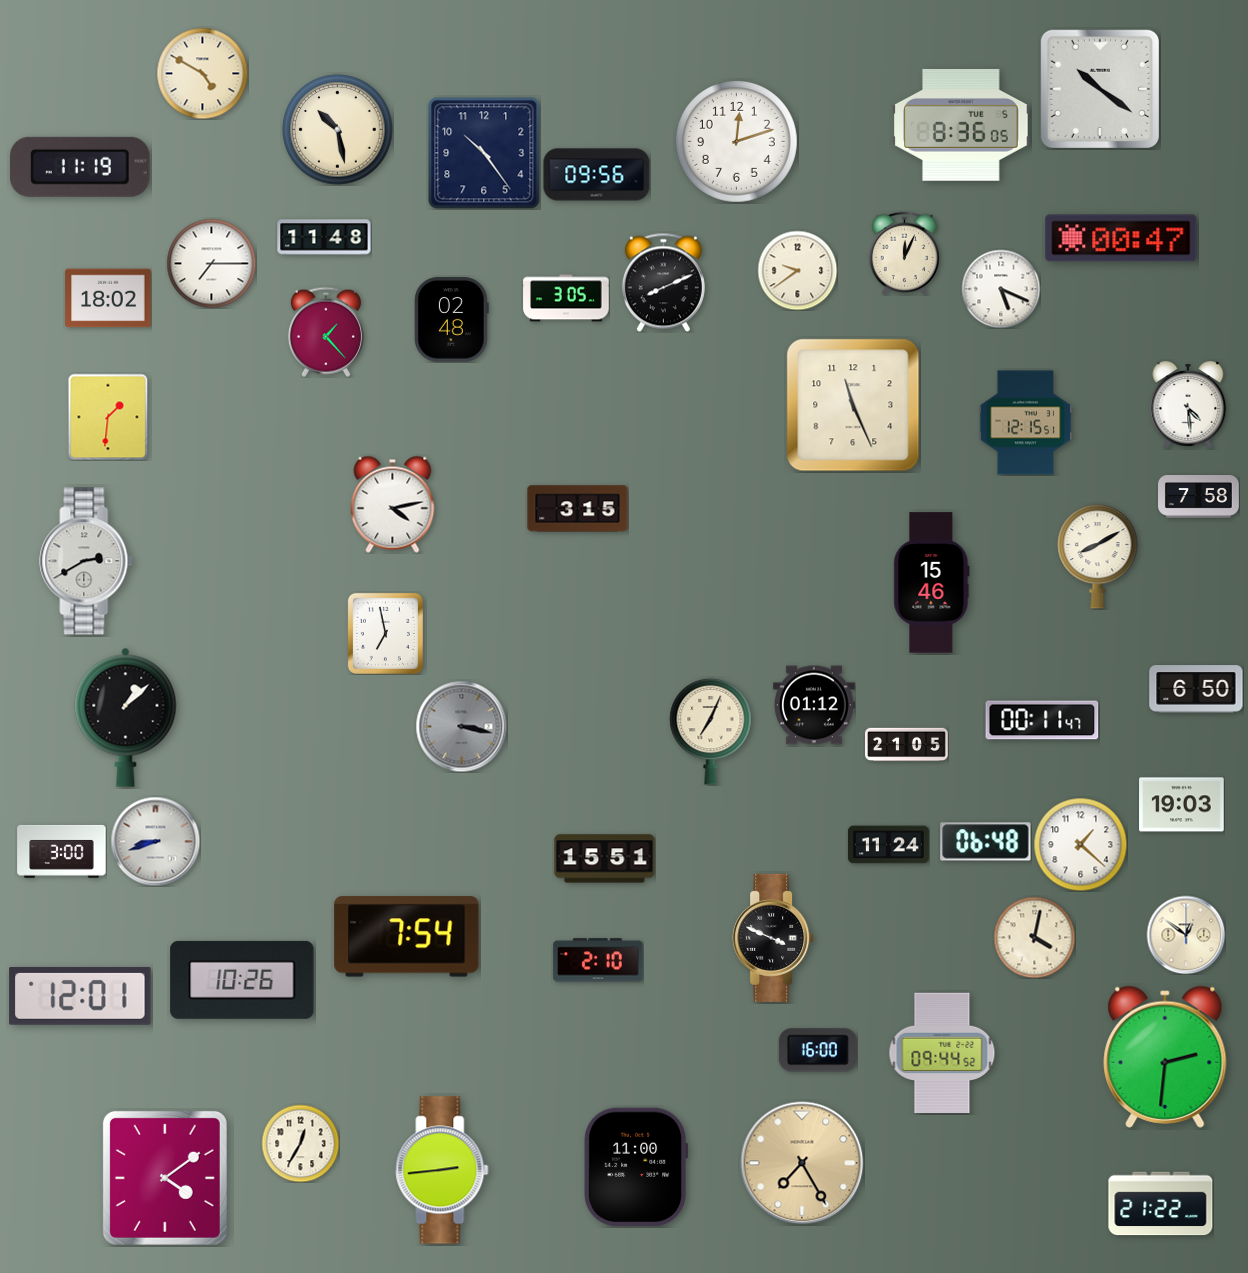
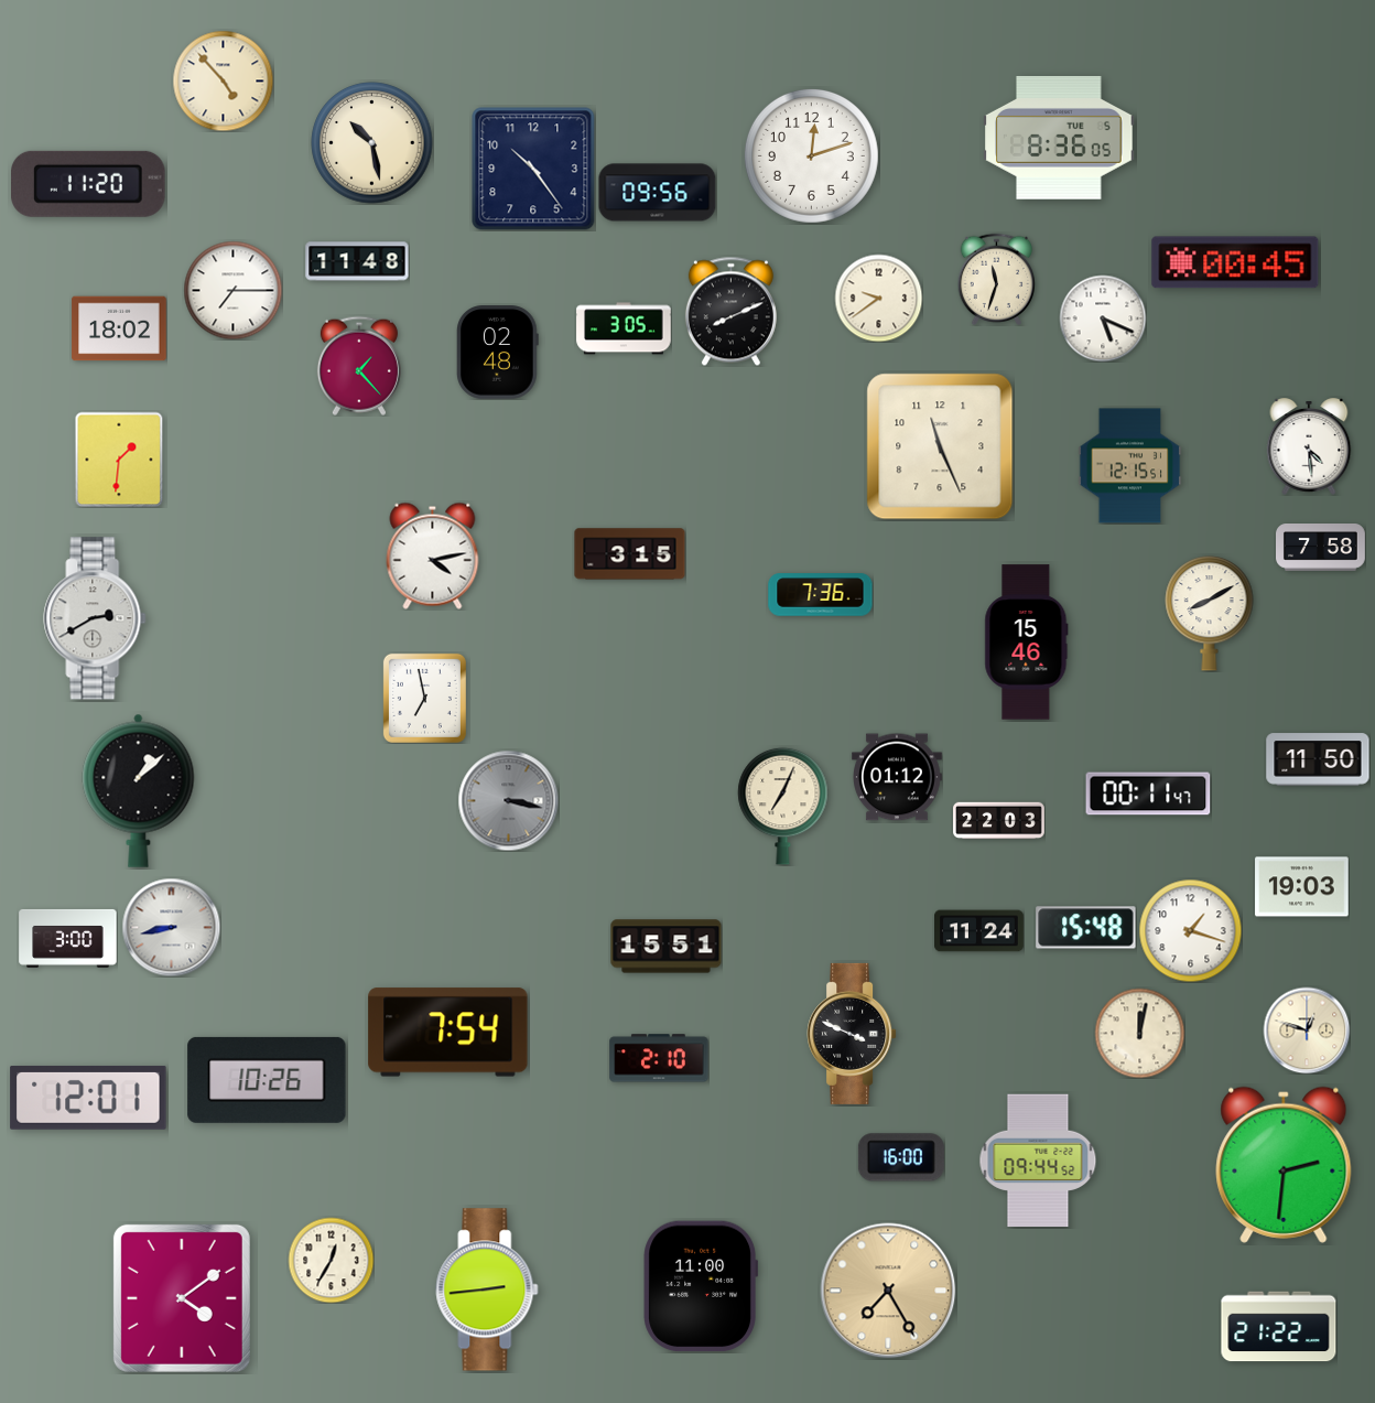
clock at (202, 73): 4:50 -> 4:53
clock at (1100, 89): 10:21 -> none
clock at (81, 167): 11:19 -> 11:20
clock at (1121, 238): 00:47 -> 00:45
clock at (905, 253): 12:04 -> 11:33
clock at (578, 509) position: (578, 509) -> (630, 554)
clock at (821, 595): none -> 7:36
clock at (1196, 689): 6:50 -> 11:50
clock at (907, 745): 21:05 -> 22:03
clock at (155, 841): 8:42 -> 8:43
clock at (986, 842): 06:48 -> 15:48
clock at (1080, 844): 1:22 -> 1:18
clock at (1186, 935): 12:51 -> 12:48
clock at (1034, 937): 4:02 -> 12:02
clock at (802, 1163) position: (802, 1163) -> (888, 1291)
